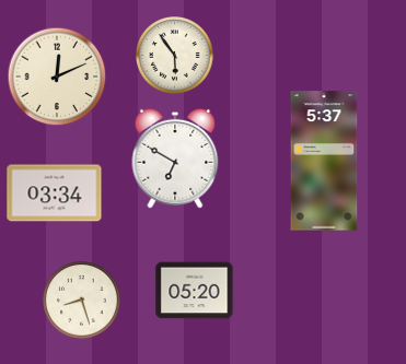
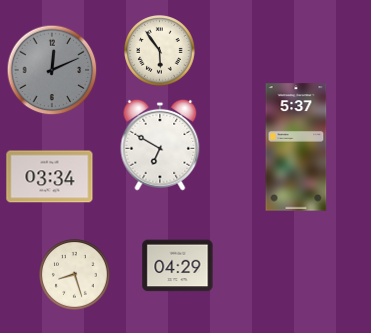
clock at (57, 77) dial: cream -> grey
clock at (195, 291): 05:20 -> 04:29
